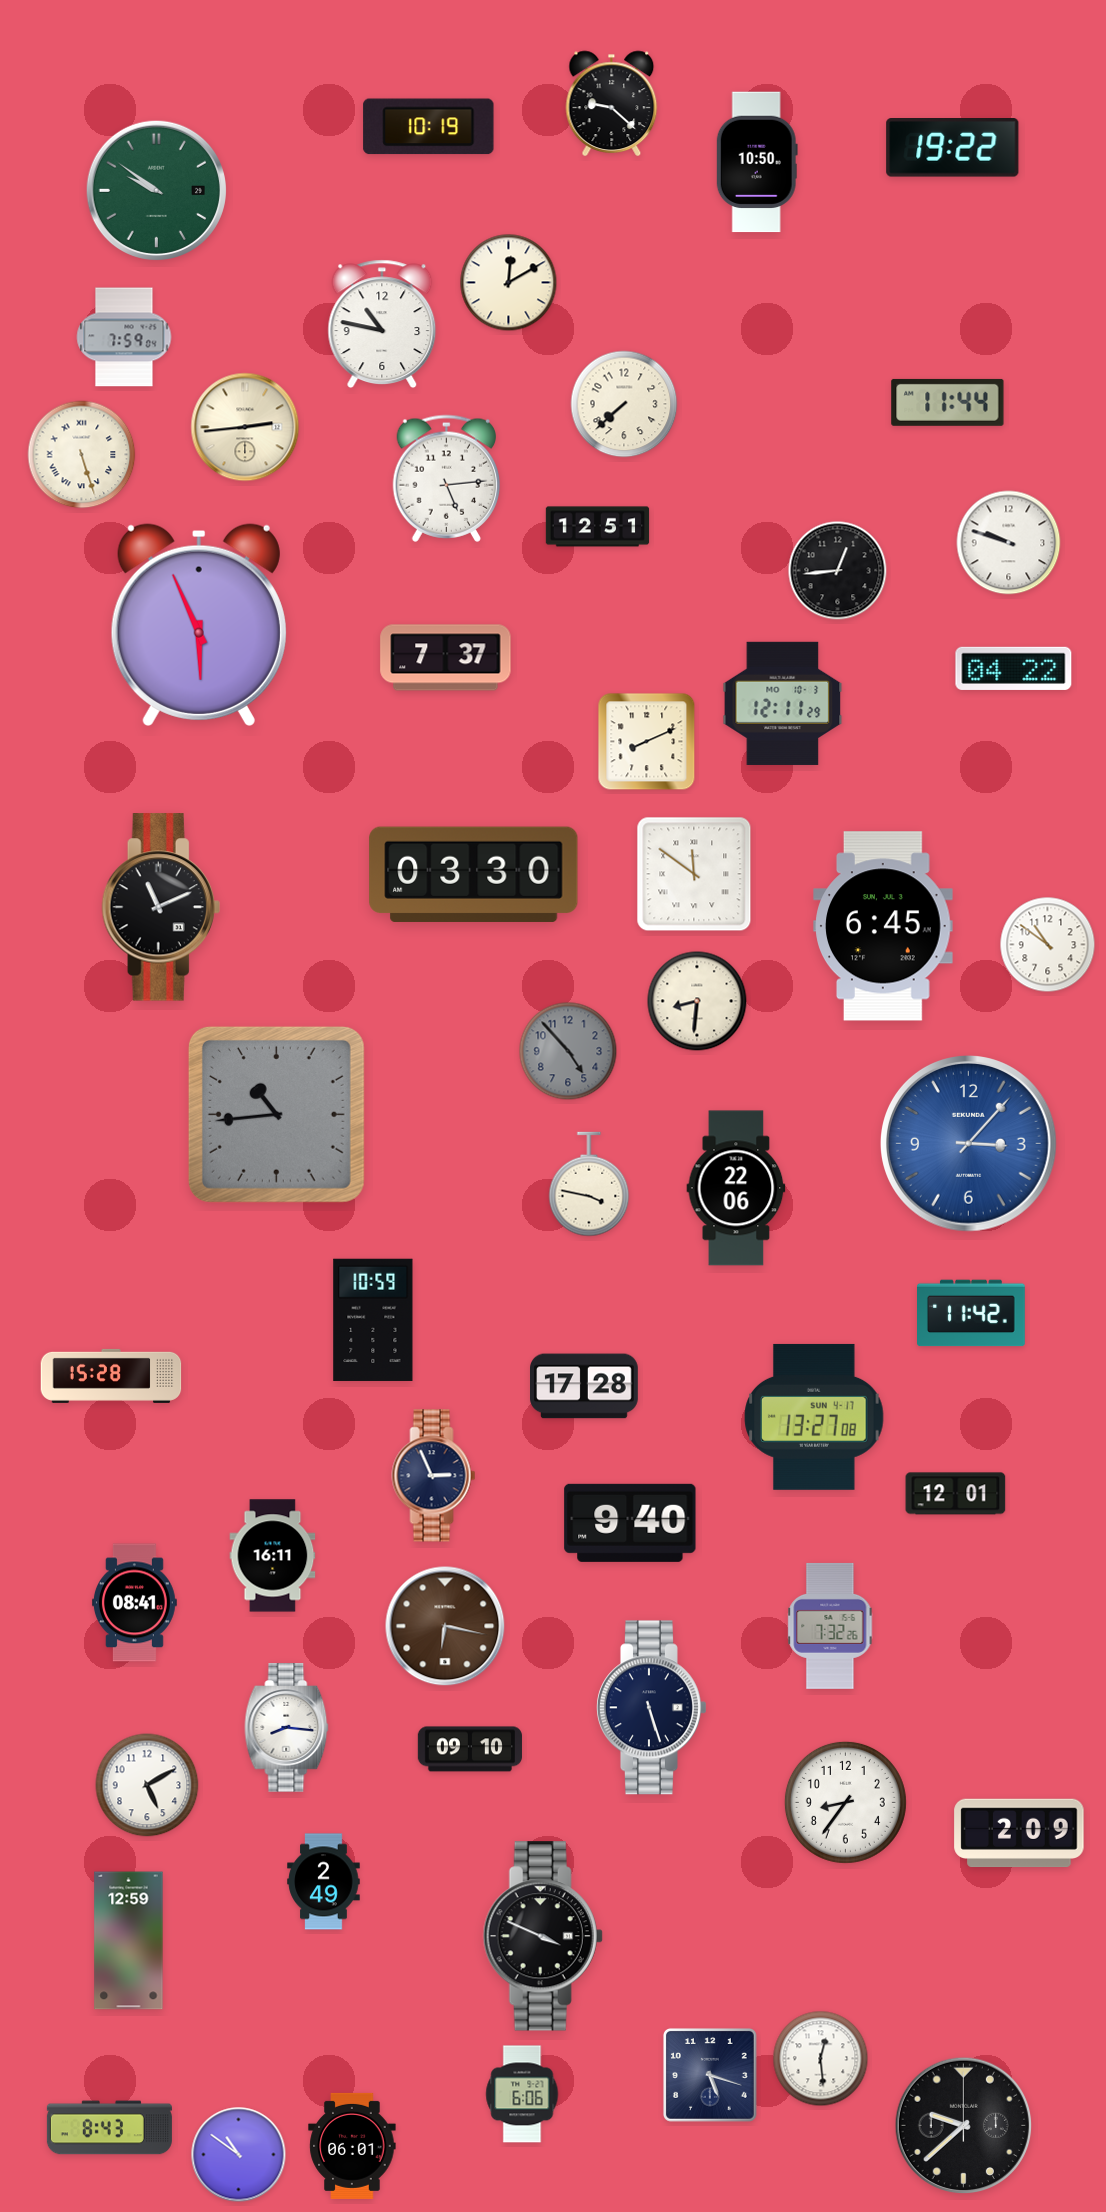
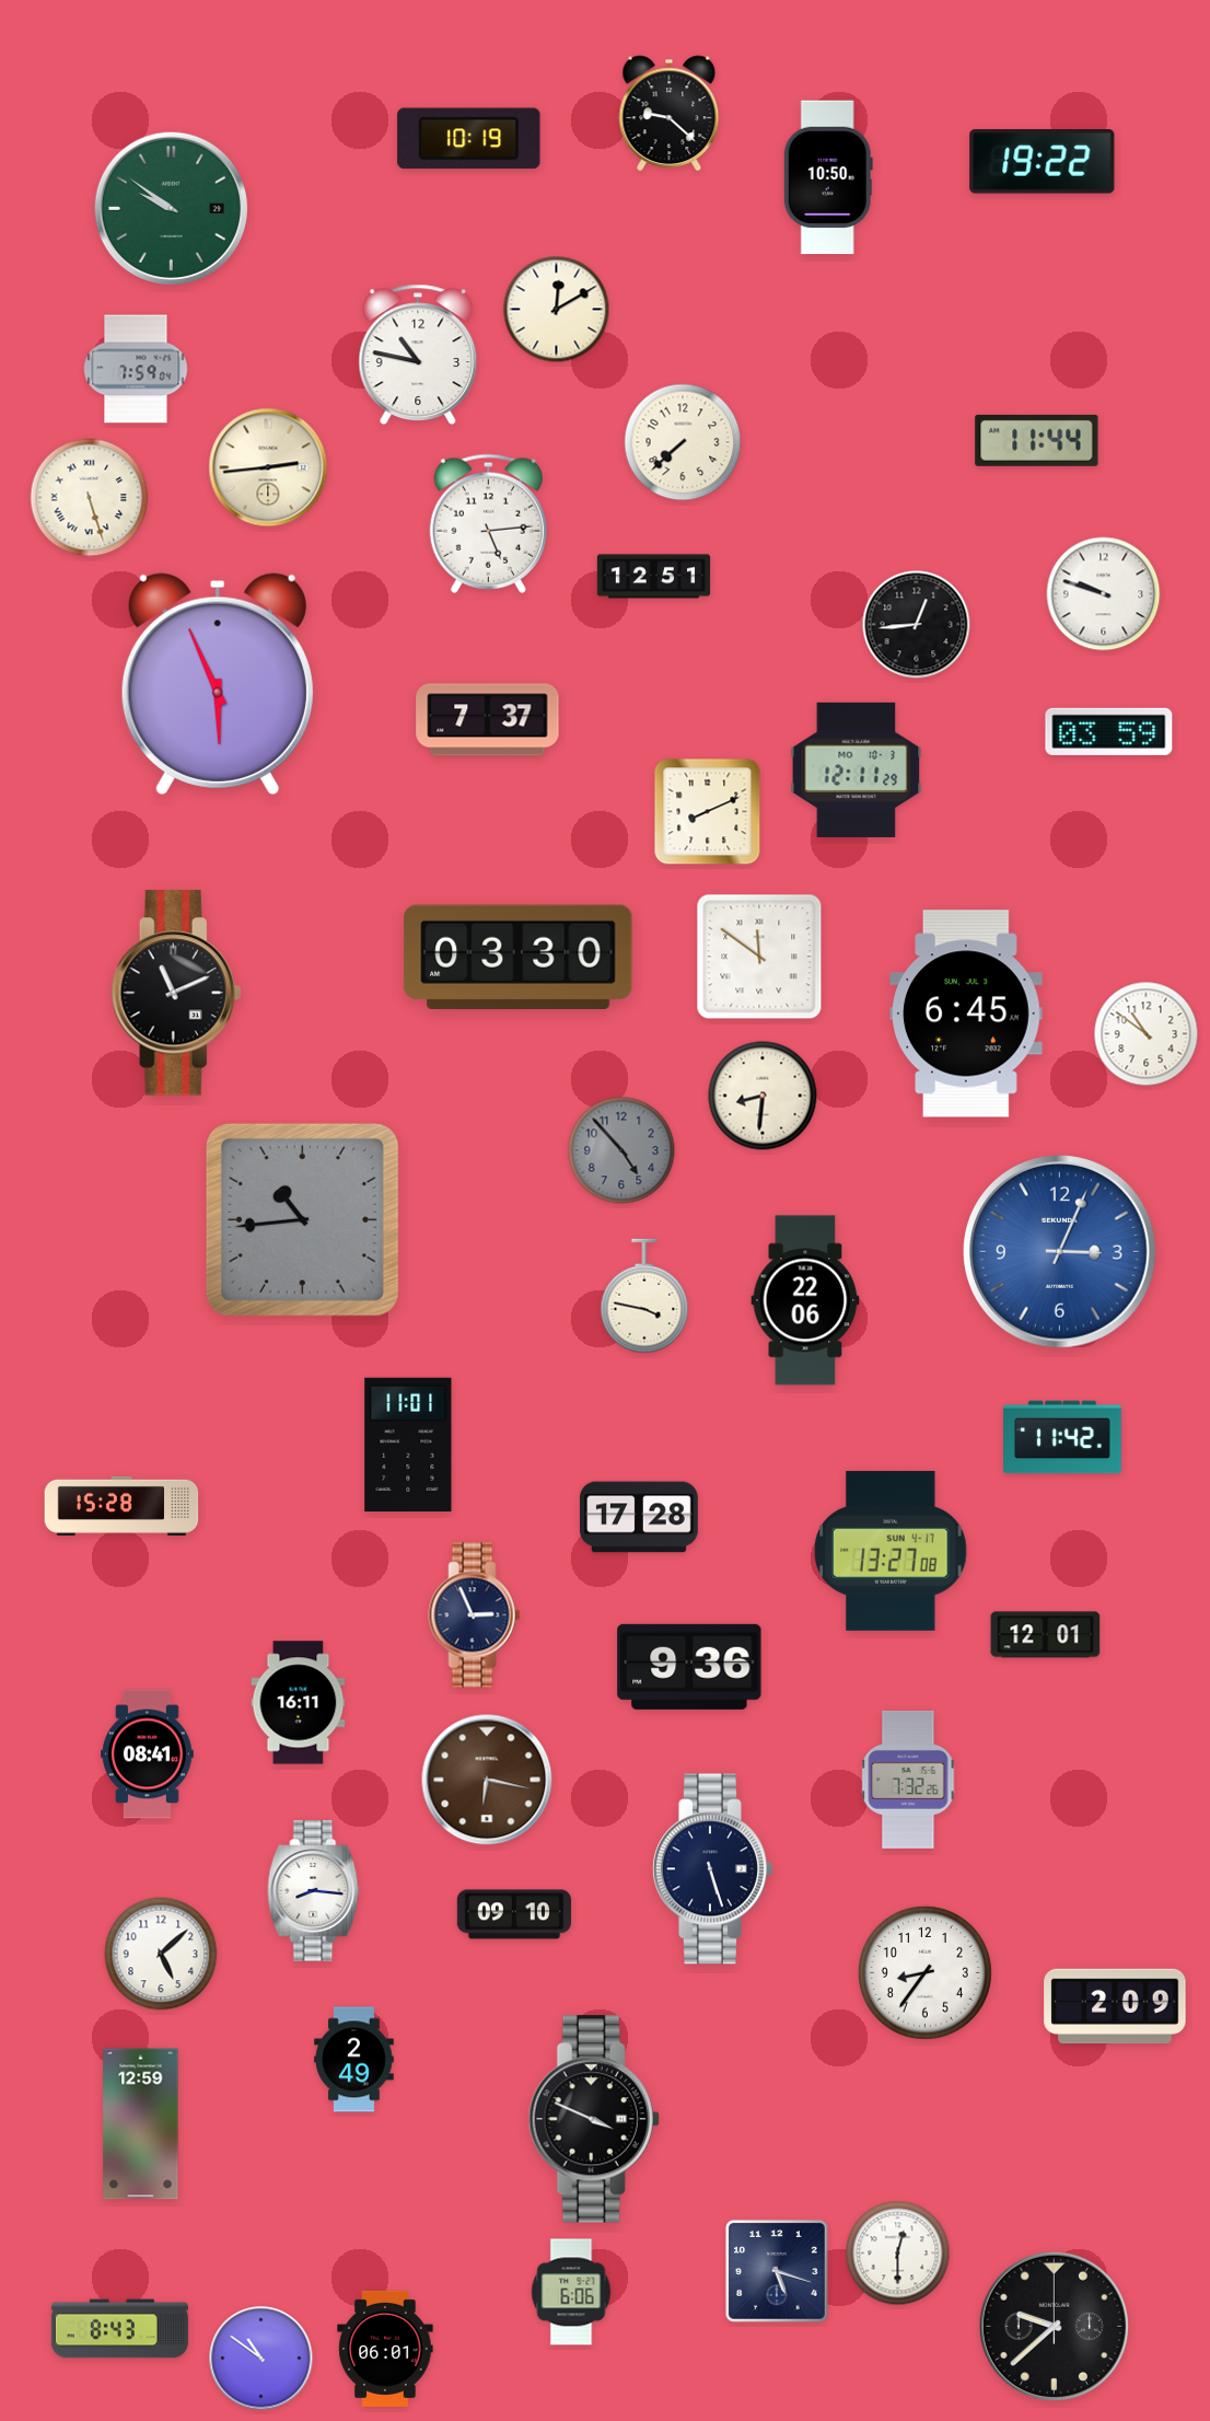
clock at (1014, 668): 04:22 -> 03:59
clock at (969, 1144): 3:07 -> 3:04
clock at (373, 1320): 10:59 -> 11:01
clock at (630, 1523): 9:40 -> 9:36
clock at (147, 1785): 5:10 -> 5:08
clock at (821, 2059): 12:29 -> 12:30
